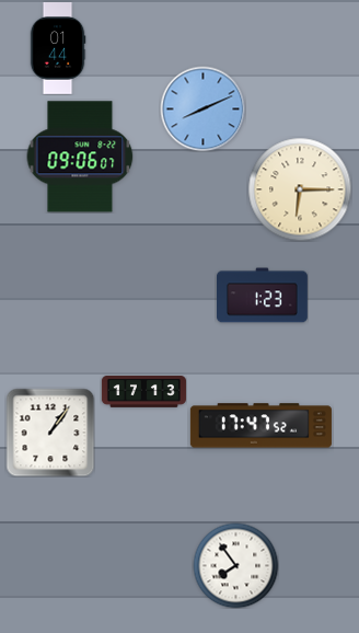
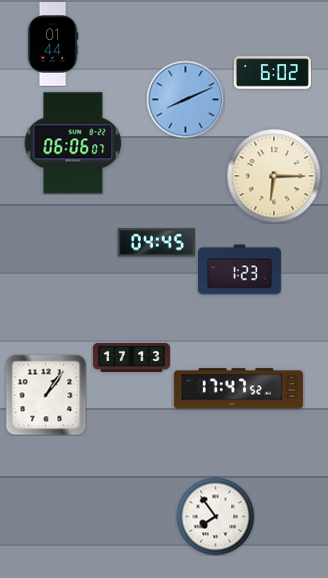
clock at (272, 73): none -> 6:02
clock at (80, 157): 09:06 -> 06:06
clock at (300, 189) position: (300, 189) -> (274, 176)
clock at (156, 243): none -> 04:45
